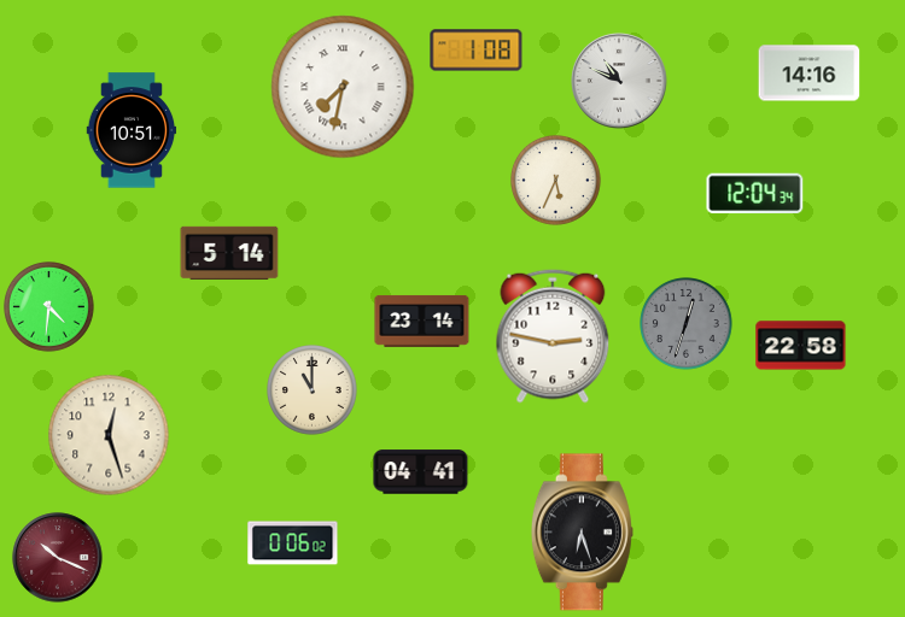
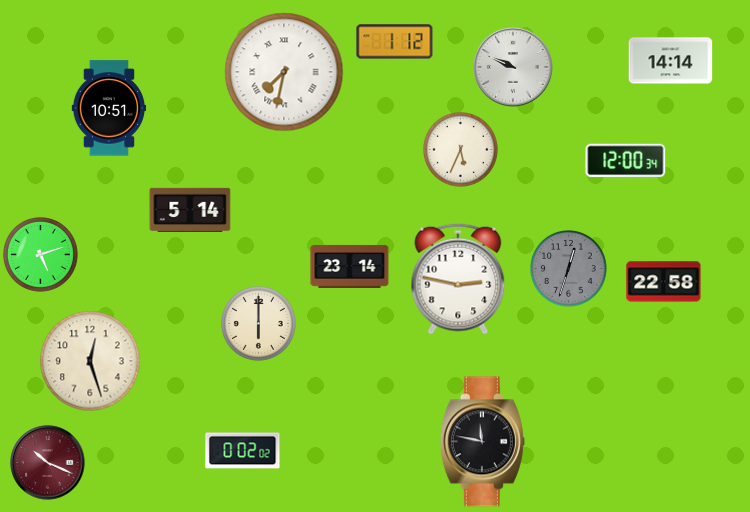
clock at (477, 51): 1:08 -> 1:12
clock at (810, 74): 14:16 -> 14:14
clock at (619, 81): 10:49 -> 9:49
clock at (755, 194): 12:04 -> 12:00
clock at (49, 307): 4:31 -> 5:12
clock at (801, 346) position: (801, 346) -> (664, 282)
clock at (313, 390): 11:00 -> 6:00
clock at (421, 472): 04:41 -> none
clock at (582, 533): 6:27 -> 11:47
clock at (293, 543): 0:06 -> 0:02
